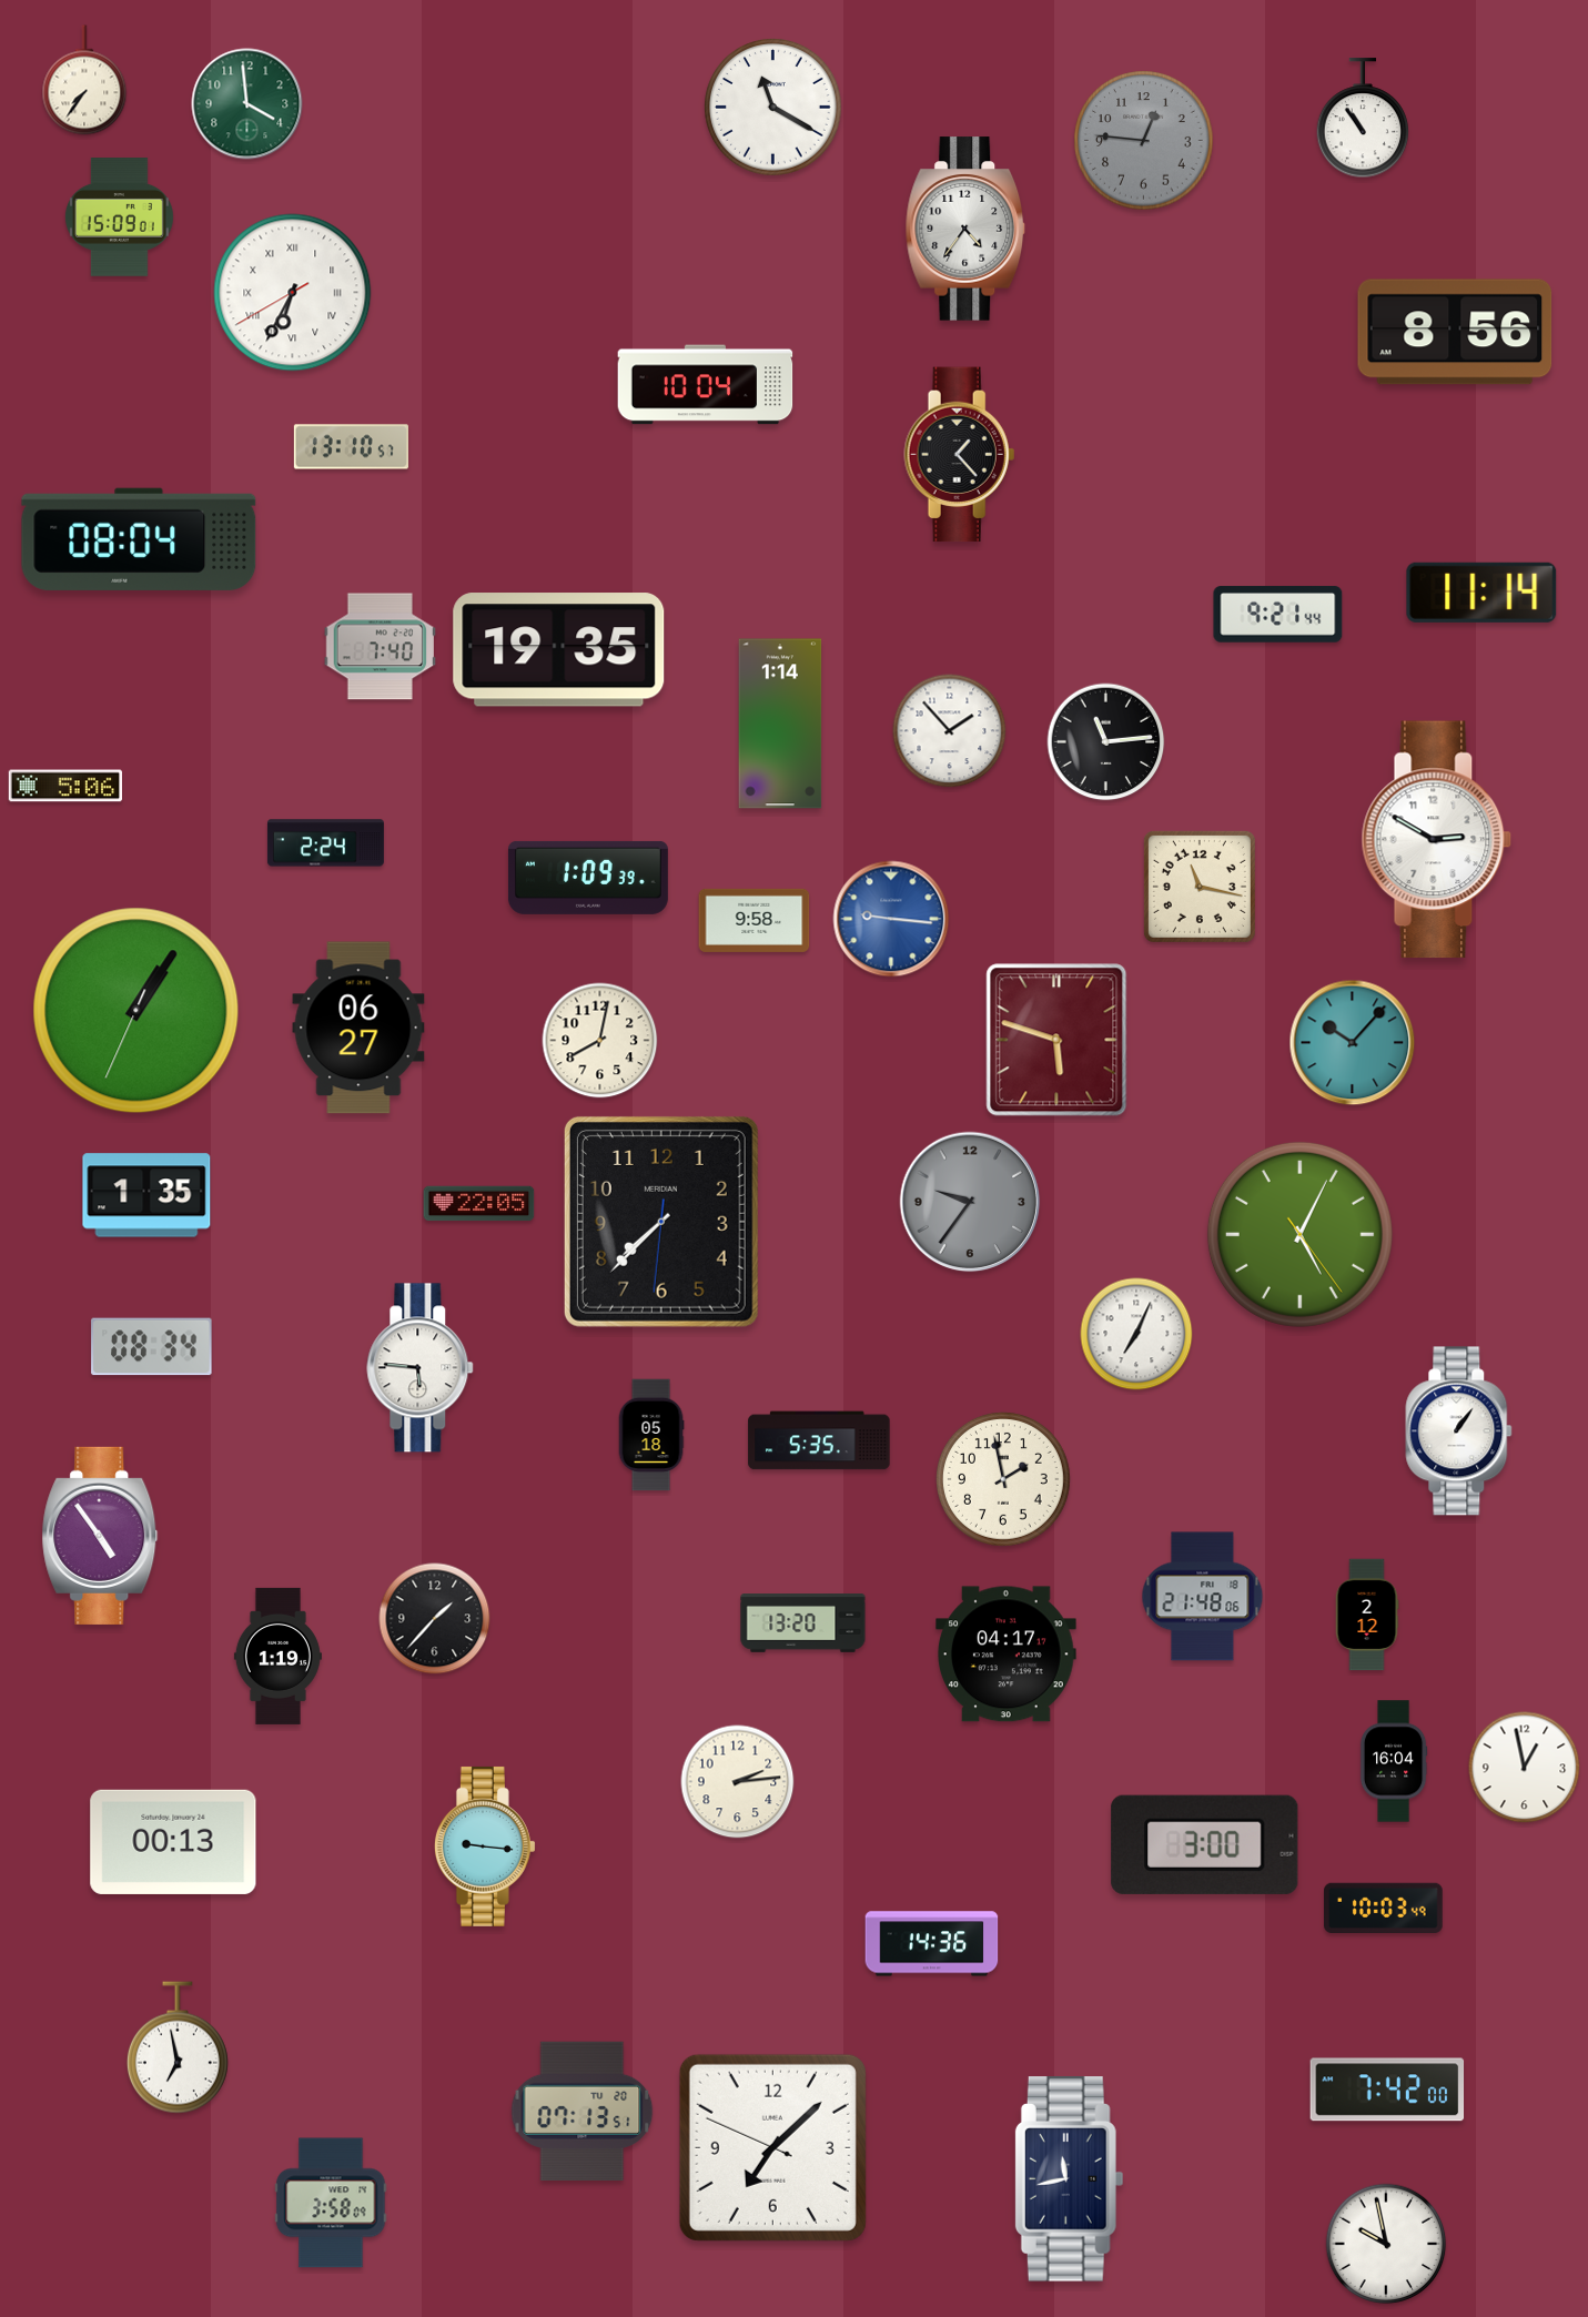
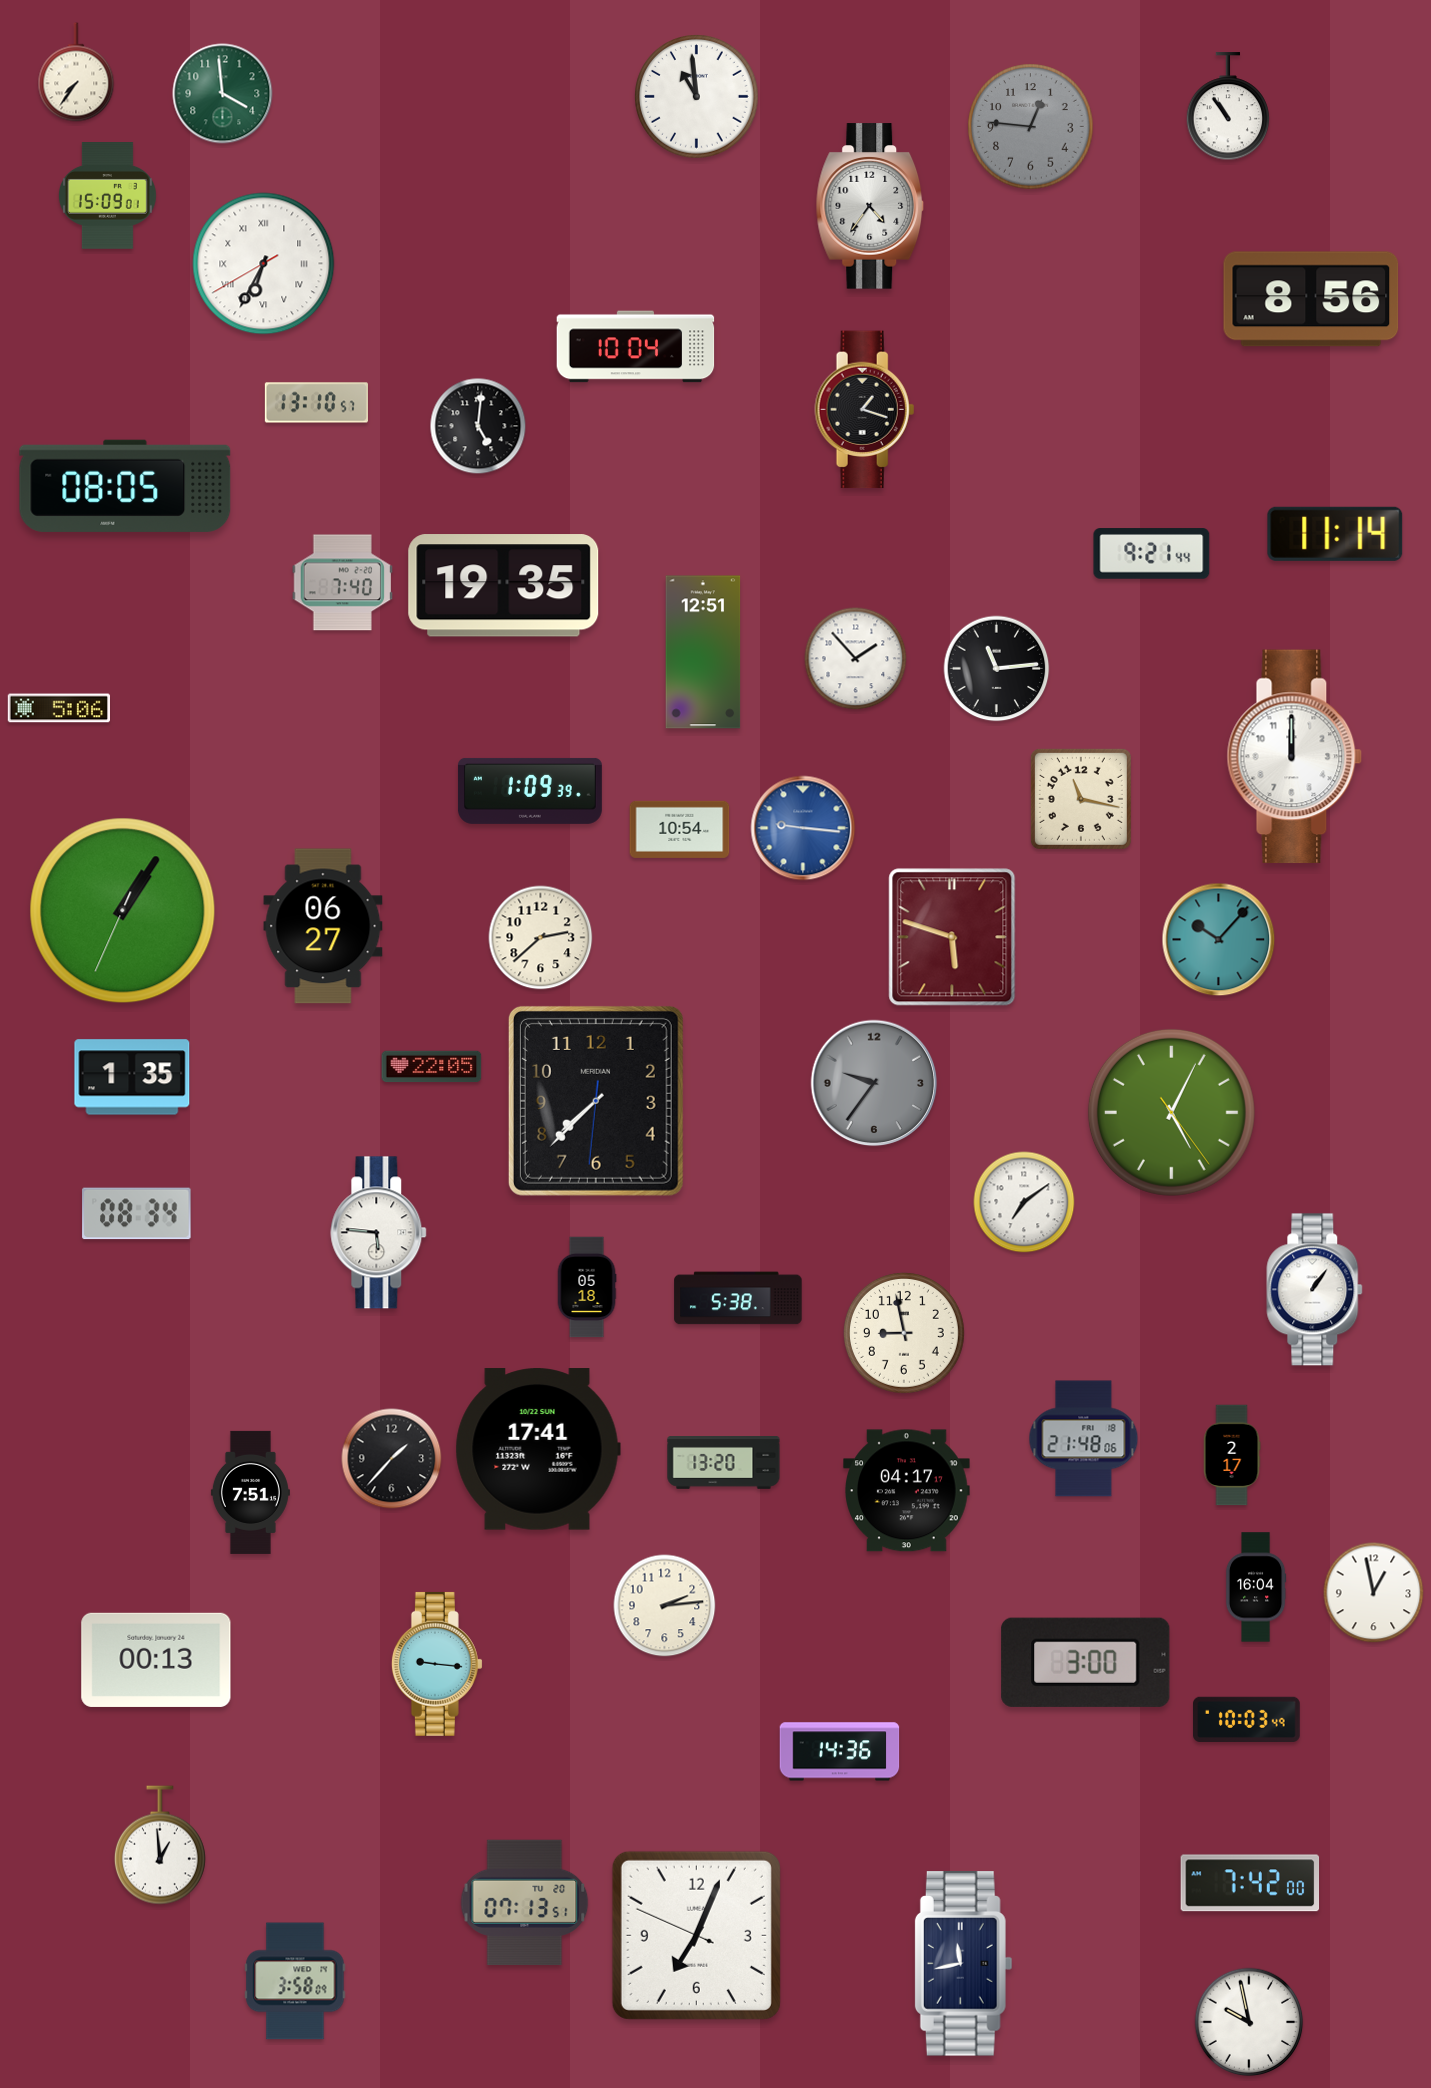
clock at (773, 108): 11:20 -> 10:59
clock at (960, 455): 1:23 -> 1:18
clock at (478, 426): none -> 5:01
clock at (139, 539): 08:04 -> 08:05
clock at (780, 724): 1:14 -> 12:51
clock at (1437, 840): 2:50 -> 12:00
clock at (325, 843): 2:24 -> none
clock at (755, 920): 9:58 -> 10:54
clock at (600, 1041): 8:02 -> 2:38
clock at (479, 1204) position: (479, 1204) -> (432, 1067)
clock at (1136, 1334): 7:04 -> 7:09
clock at (651, 1435) position: (651, 1435) -> (587, 1287)
clock at (819, 1440): 5:35 -> 5:38
clock at (1003, 1479): 1:58 -> 8:58
clock at (100, 1536): 4:54 -> none
clock at (538, 1449): none -> 17:41
clock at (1367, 1615): 2:12 -> 2:17
clock at (277, 1656): 1:19 -> 7:51
clock at (178, 2047): 6:58 -> 12:59
clock at (772, 2147): 7:07 -> 7:03
clock at (331, 2203) position: (331, 2203) -> (295, 1981)
